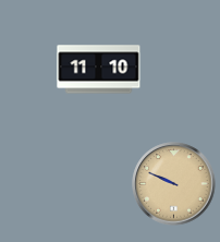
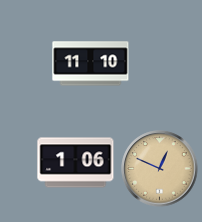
clock at (76, 163): none -> 1:06
clock at (174, 184): 9:49 -> 12:49
